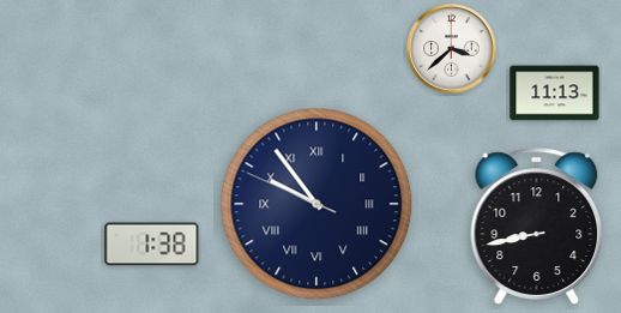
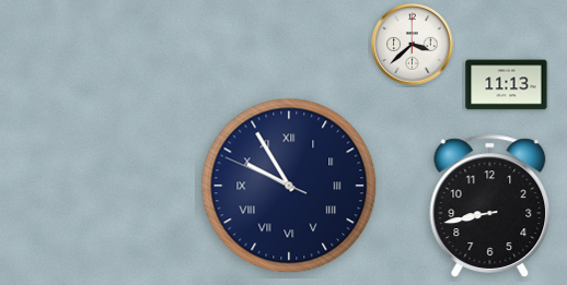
clock at (316, 204): 9:53 -> 9:54
clock at (152, 245): 1:38 -> none
